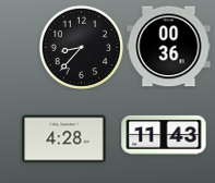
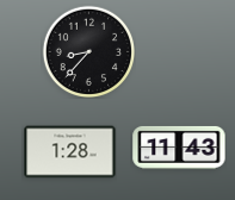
clock at (169, 47): 00:36 -> none
clock at (64, 139): 4:28 -> 1:28
